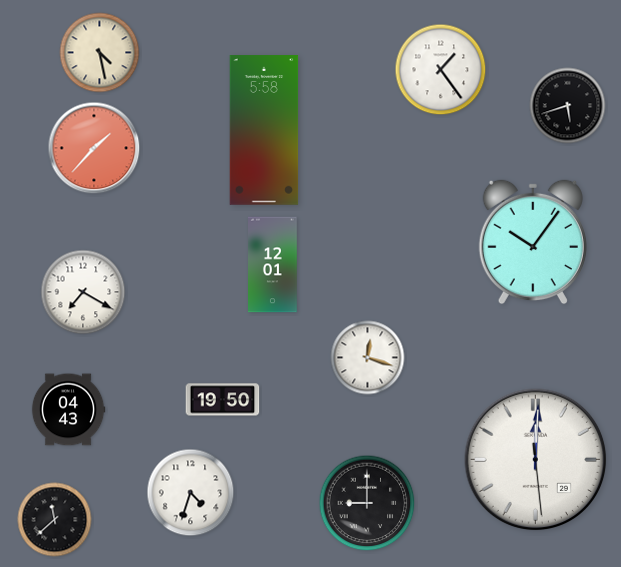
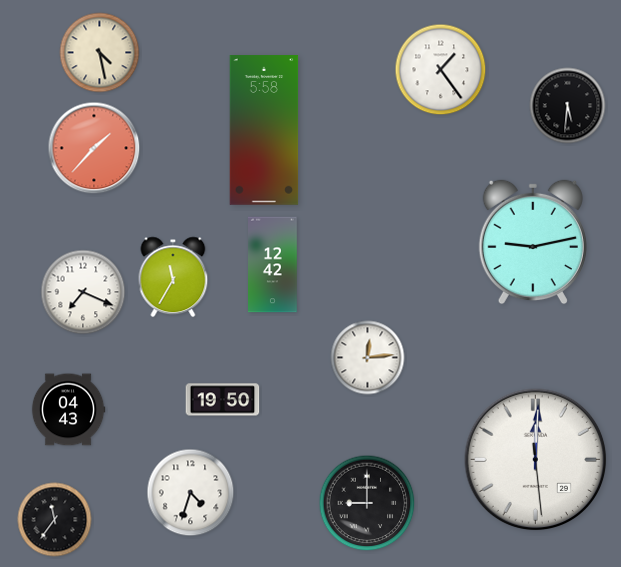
clock at (568, 106): 5:42 -> 5:31
clock at (533, 242): 10:06 -> 9:13
clock at (273, 265): 12:01 -> 12:42
clock at (173, 277): none -> 11:35
clock at (83, 292): 7:20 -> 7:19
clock at (368, 358): 12:18 -> 12:14
clock at (55, 520): 11:38 -> 11:36
